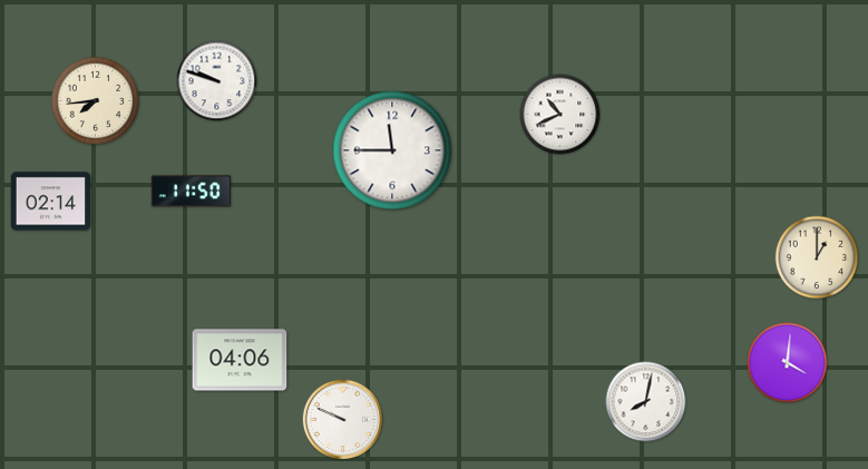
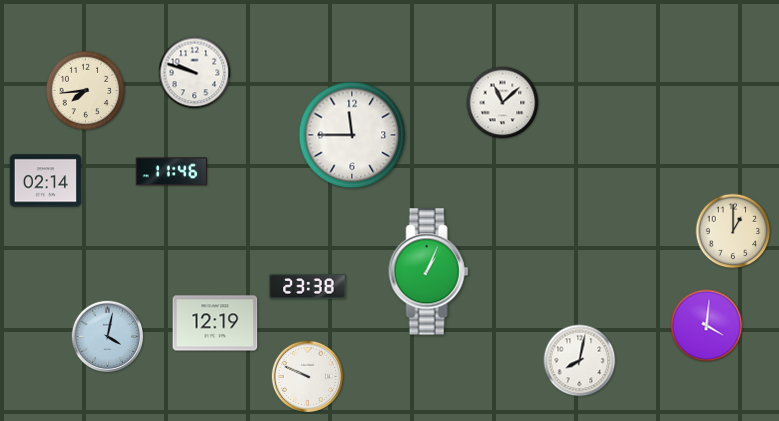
clock at (560, 115): 10:41 -> 11:08
clock at (191, 192): 11:50 -> 11:46
clock at (429, 272): none -> 1:04
clock at (308, 287): none -> 23:38
clock at (240, 360): 04:06 -> 12:19
clock at (108, 337): none -> 4:02
